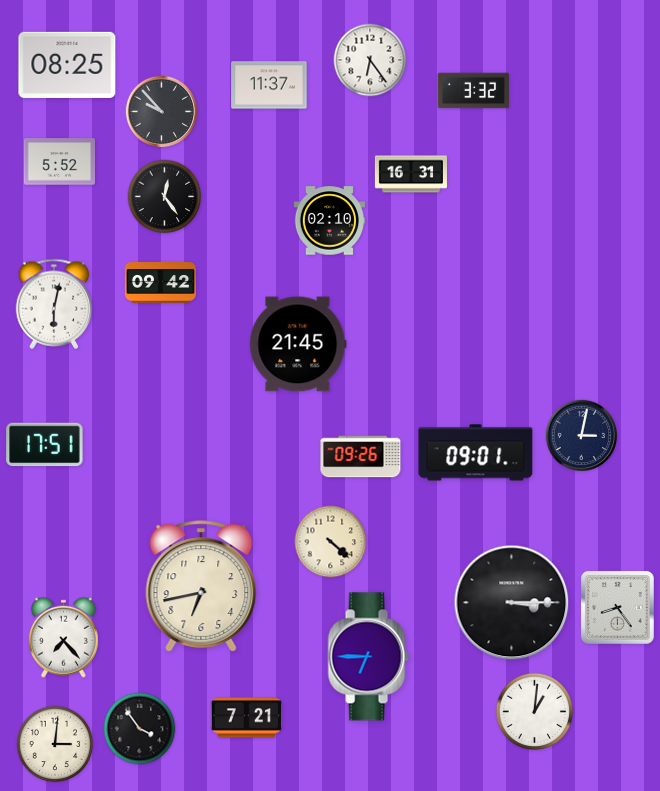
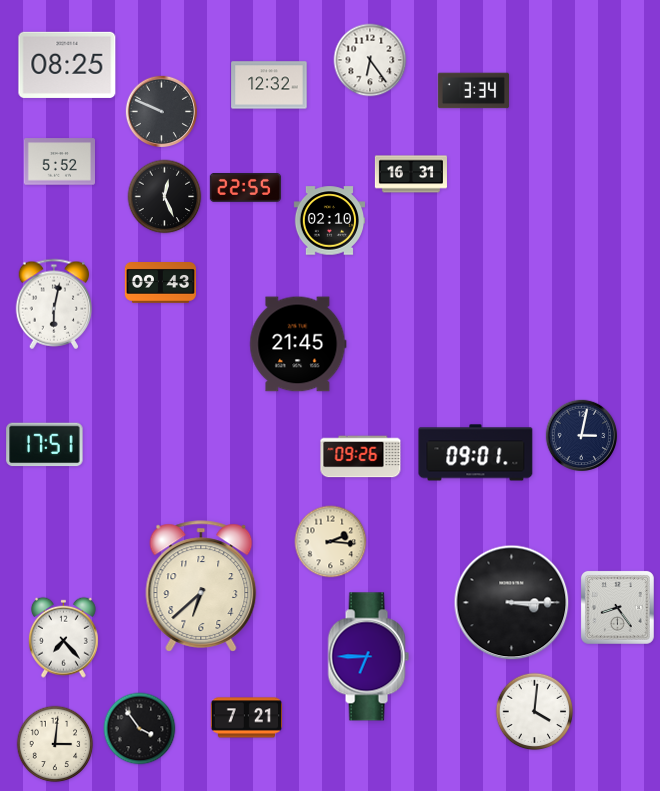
clock at (269, 85): 11:37 -> 12:32
clock at (473, 91): 3:32 -> 3:34
clock at (162, 112): 9:53 -> 9:49
clock at (245, 188): none -> 22:55
clock at (165, 197): 12:24 -> 12:26
clock at (160, 283): 09:42 -> 09:43
clock at (331, 542): 4:22 -> 2:16
clock at (201, 586): 6:43 -> 6:38
clock at (535, 712): 1:01 -> 4:01
